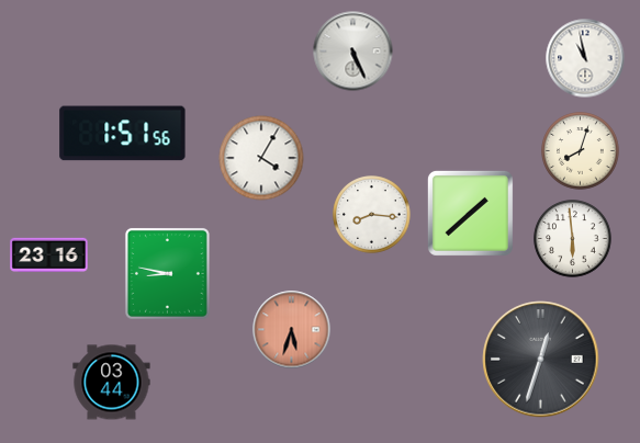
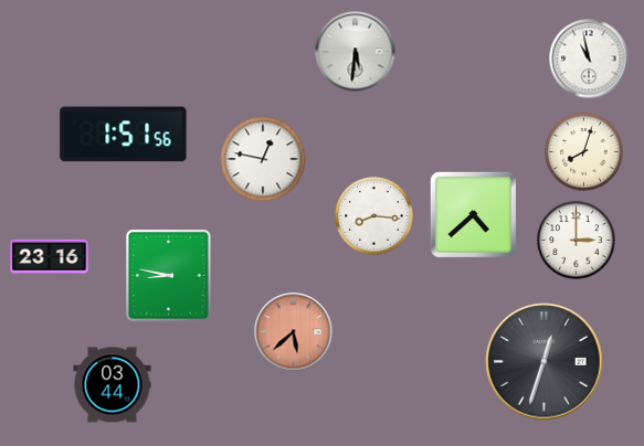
clock at (353, 52): 5:26 -> 5:31
clock at (261, 158): 4:05 -> 12:47
clock at (470, 213): 1:38 -> 4:38
clock at (573, 239): 5:59 -> 3:00
clock at (292, 330): 5:33 -> 5:38
